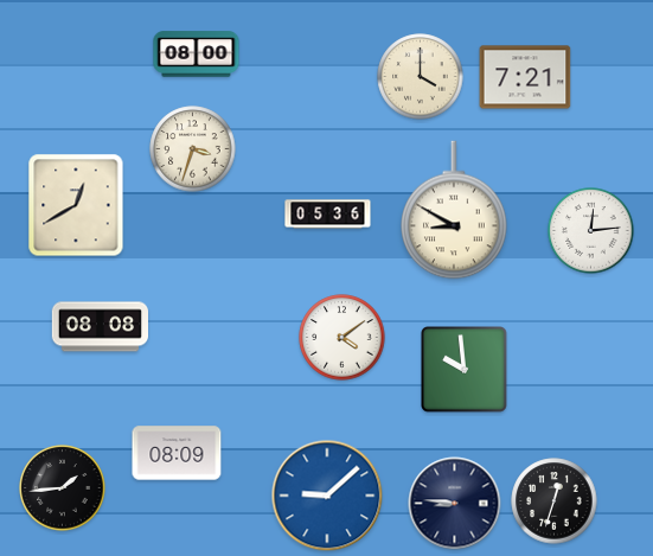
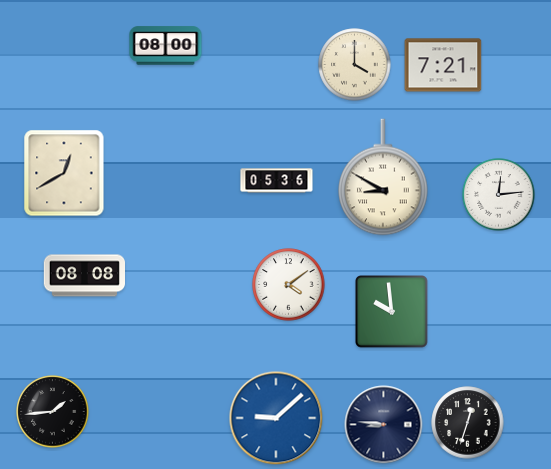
clock at (193, 149): 3:33 -> none
clock at (177, 453): 08:09 -> none
